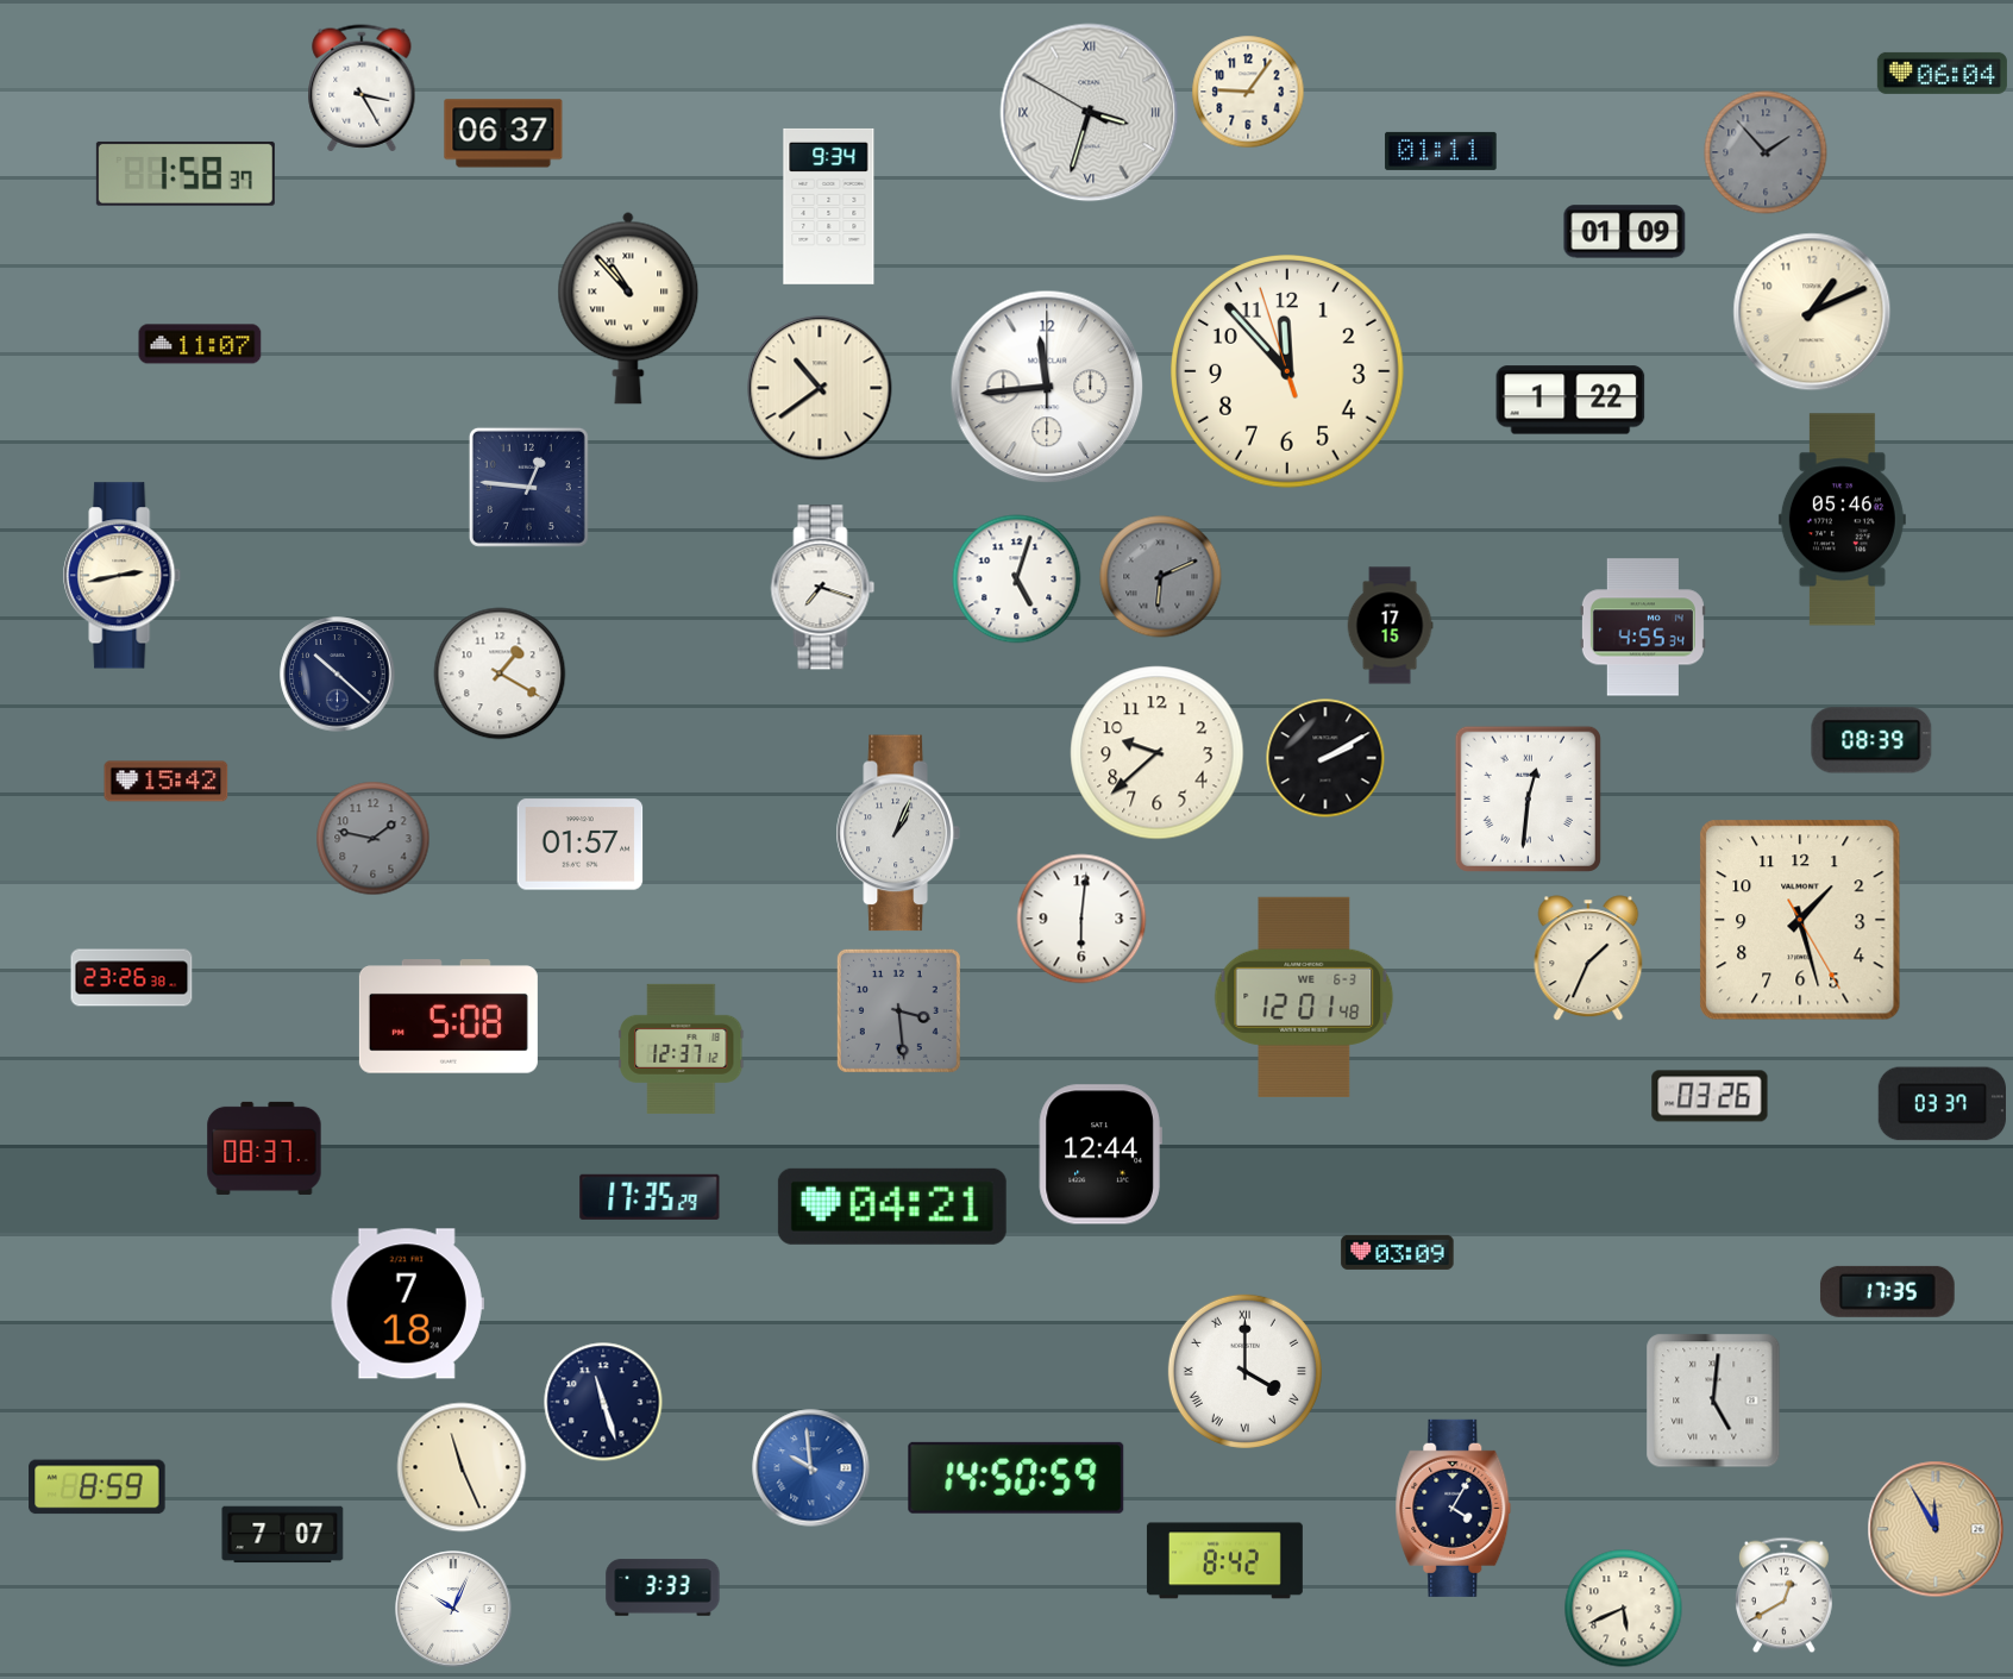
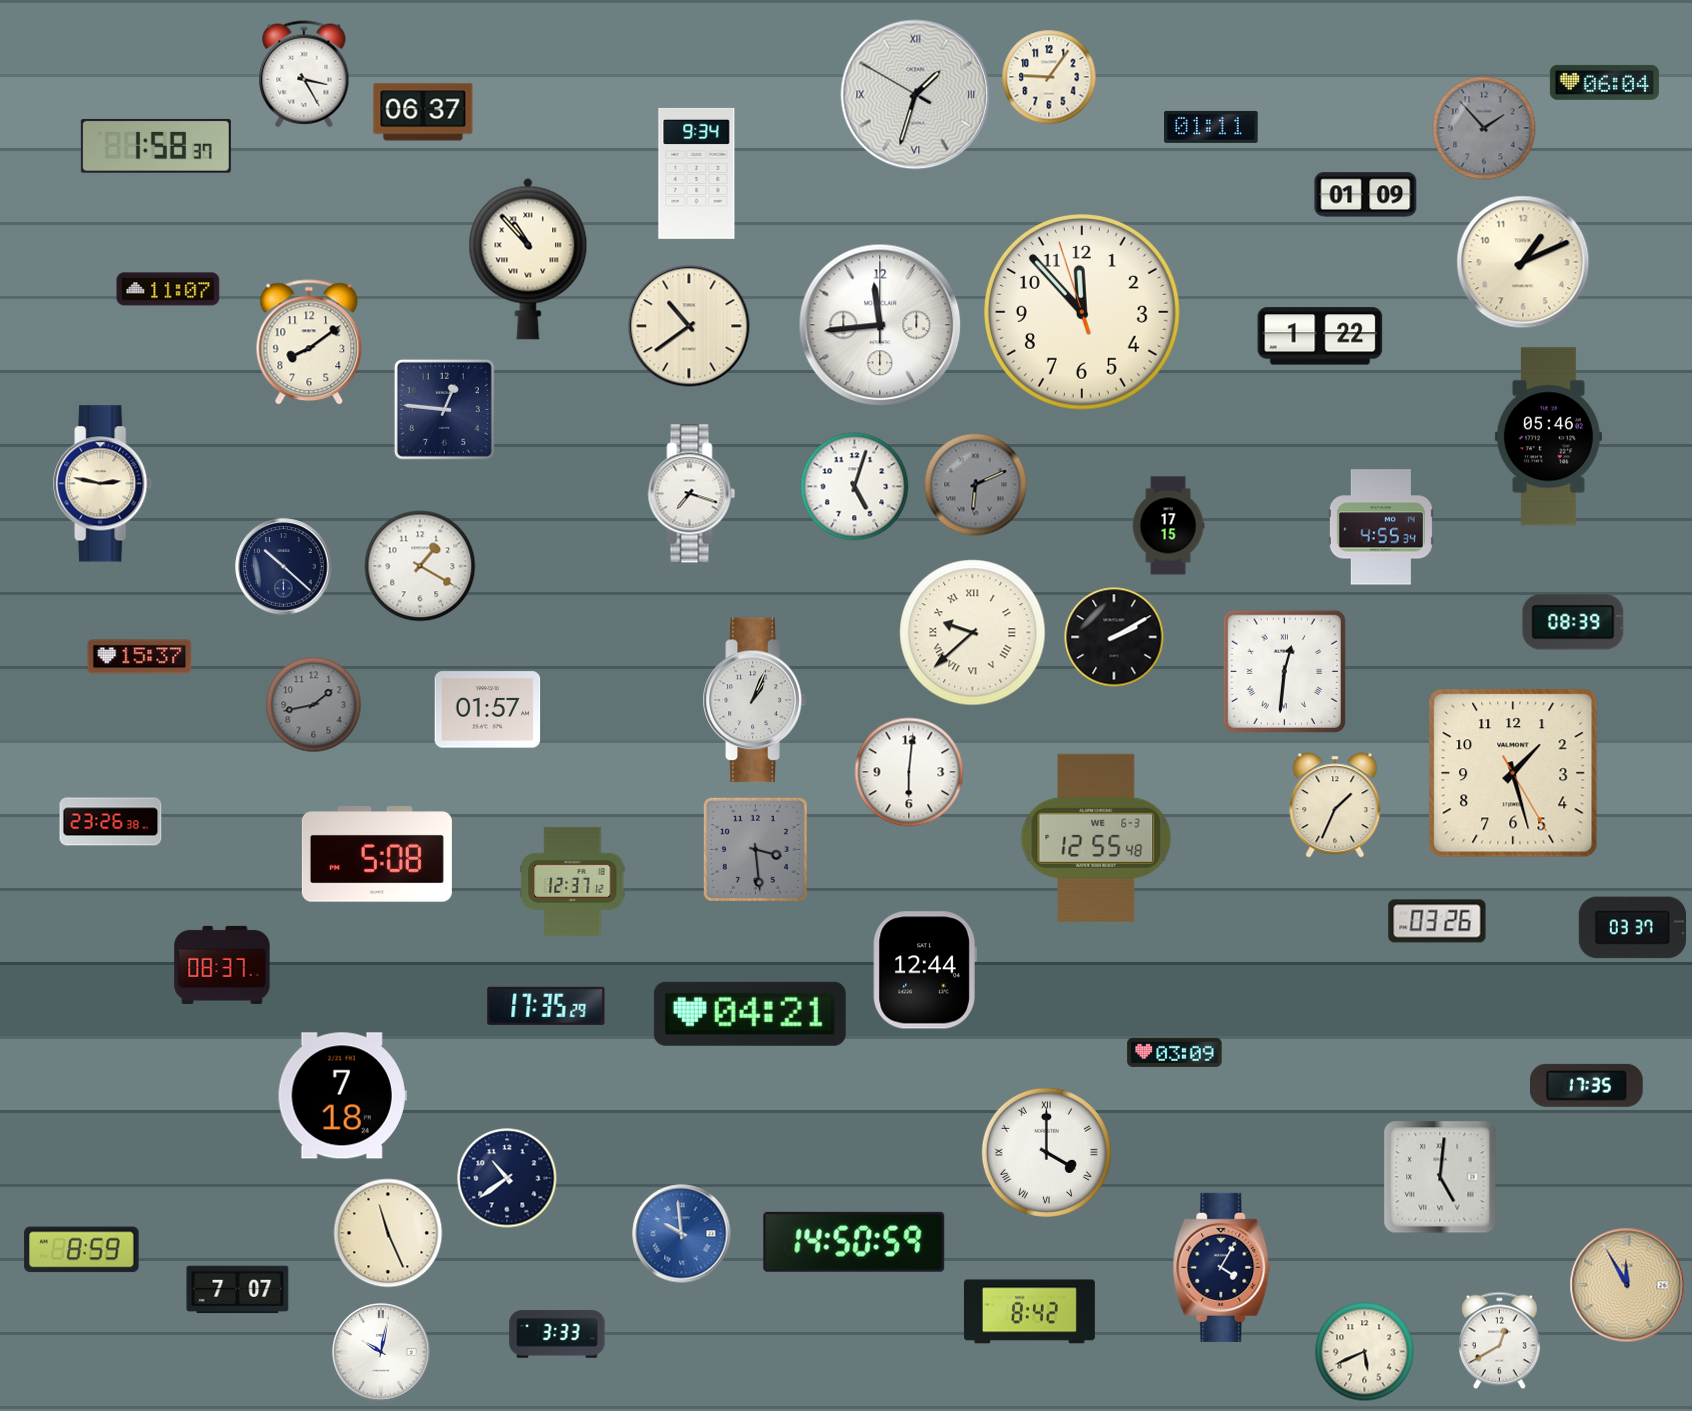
clock at (1942, 73) position: (1942, 73) -> (1604, 82)
clock at (1090, 113): 3:32 -> 1:32
clock at (309, 343): none -> 8:09
clock at (123, 576): 2:43 -> 2:47
clock at (1158, 753) numerals: Arabic -> Roman
clock at (167, 782): 15:42 -> 15:37
clock at (374, 839): 1:47 -> 1:43
clock at (1304, 997): 12:01 -> 12:55
clock at (603, 1402): 11:27 -> 10:39
clock at (453, 1609): 10:04 -> 10:02
